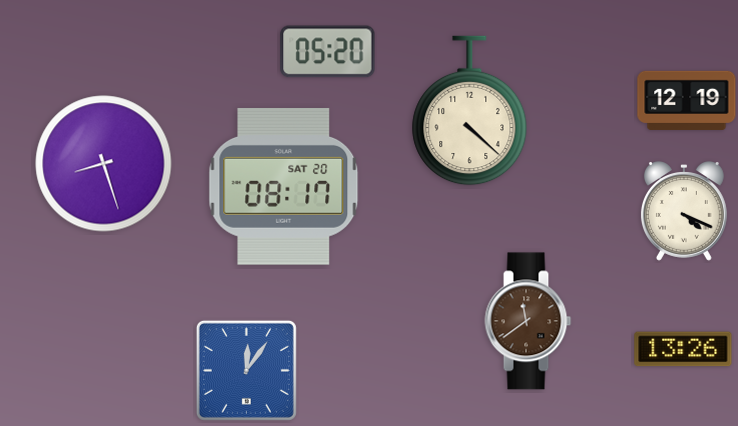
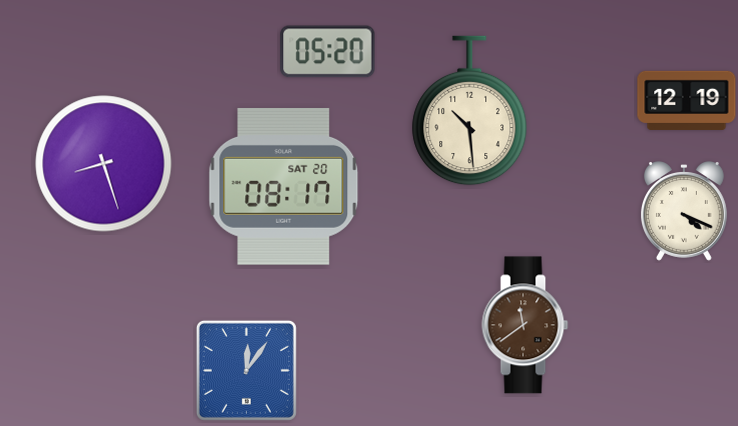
clock at (470, 111): 4:22 -> 10:29
clock at (528, 321) position: (528, 321) -> (525, 325)
clock at (683, 349): 13:26 -> none
